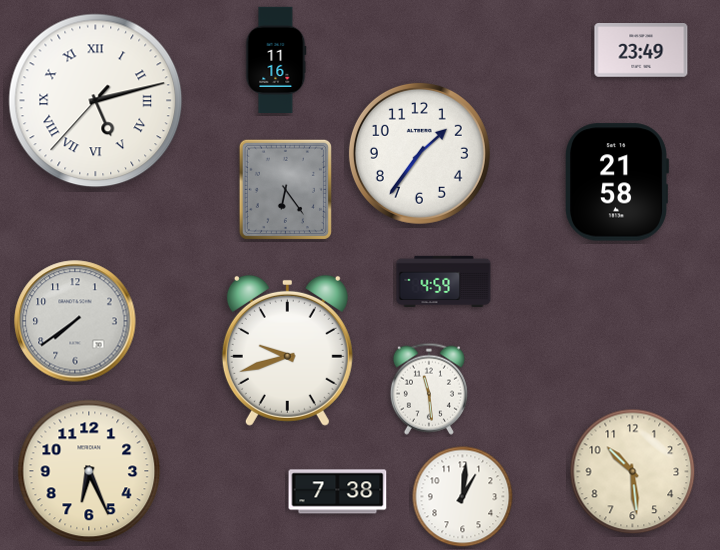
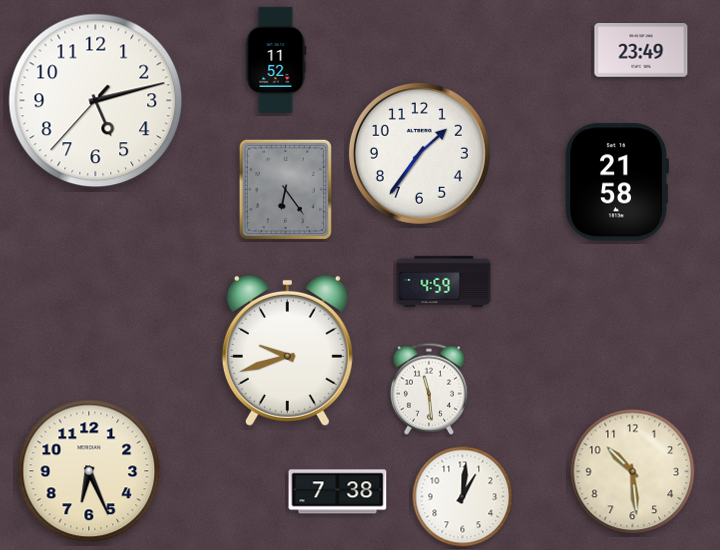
clock at (276, 59): 11:16 -> 11:52
clock at (96, 101) numerals: Roman -> Arabic
clock at (75, 321): 7:39 -> none
